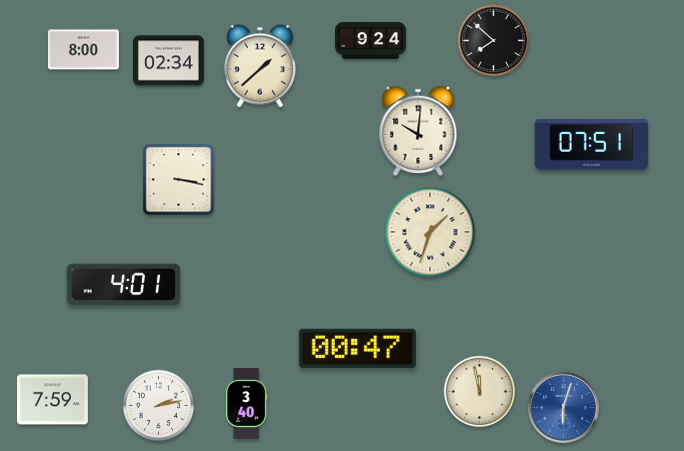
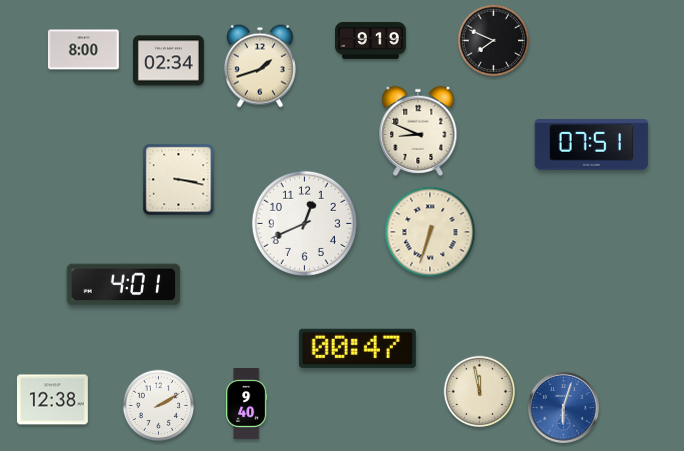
clock at (371, 41): 9:24 -> 9:19
clock at (494, 41): 7:52 -> 7:49
clock at (260, 66): 1:38 -> 1:42
clock at (418, 131): 10:01 -> 8:49
clock at (304, 223): none -> 12:41
clock at (430, 232): 1:33 -> 6:33
clock at (52, 400): 7:59 -> 12:38
clock at (247, 404): 3:40 -> 9:40
clock at (159, 406): 2:13 -> 2:10
